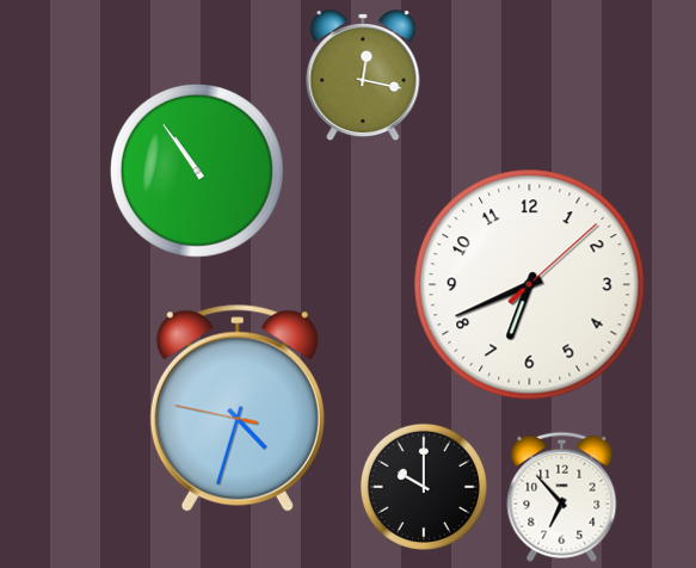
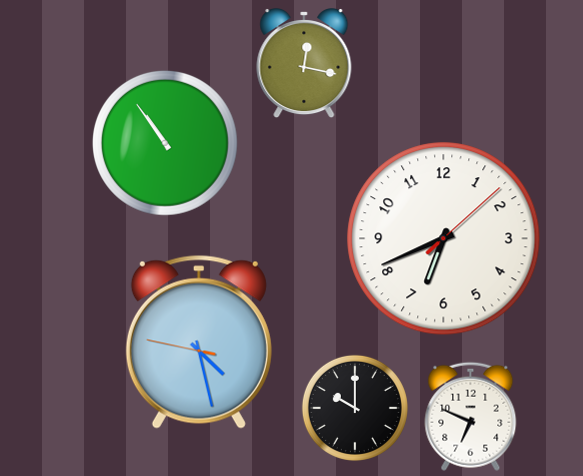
clock at (238, 408): 4:32 -> 4:27
clock at (562, 496): 6:53 -> 6:49
